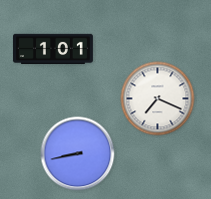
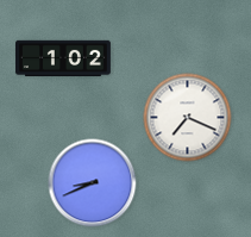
clock at (54, 49): 1:01 -> 1:02
clock at (78, 154): 8:43 -> 8:41
